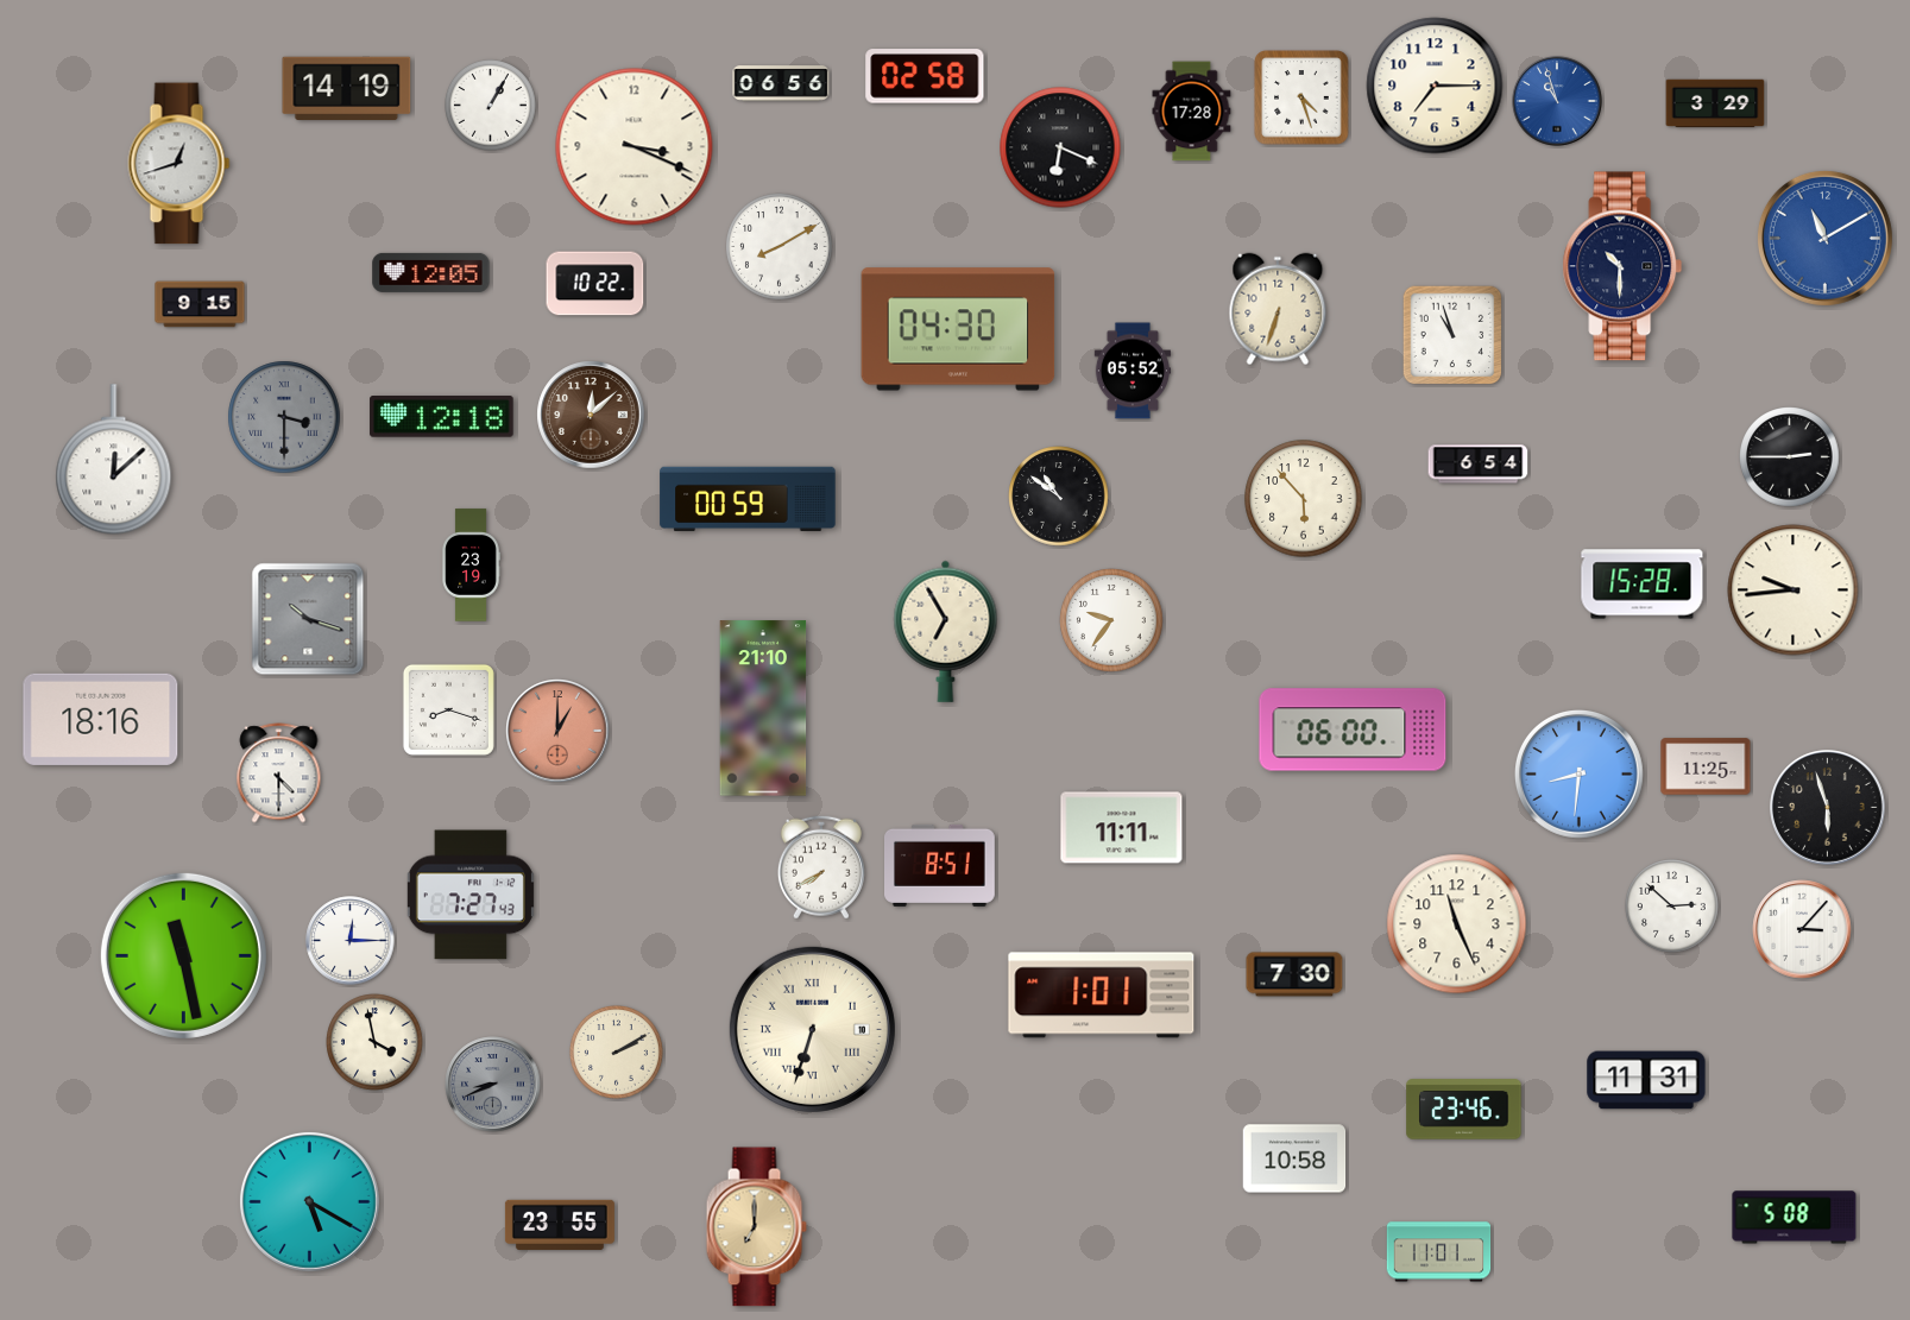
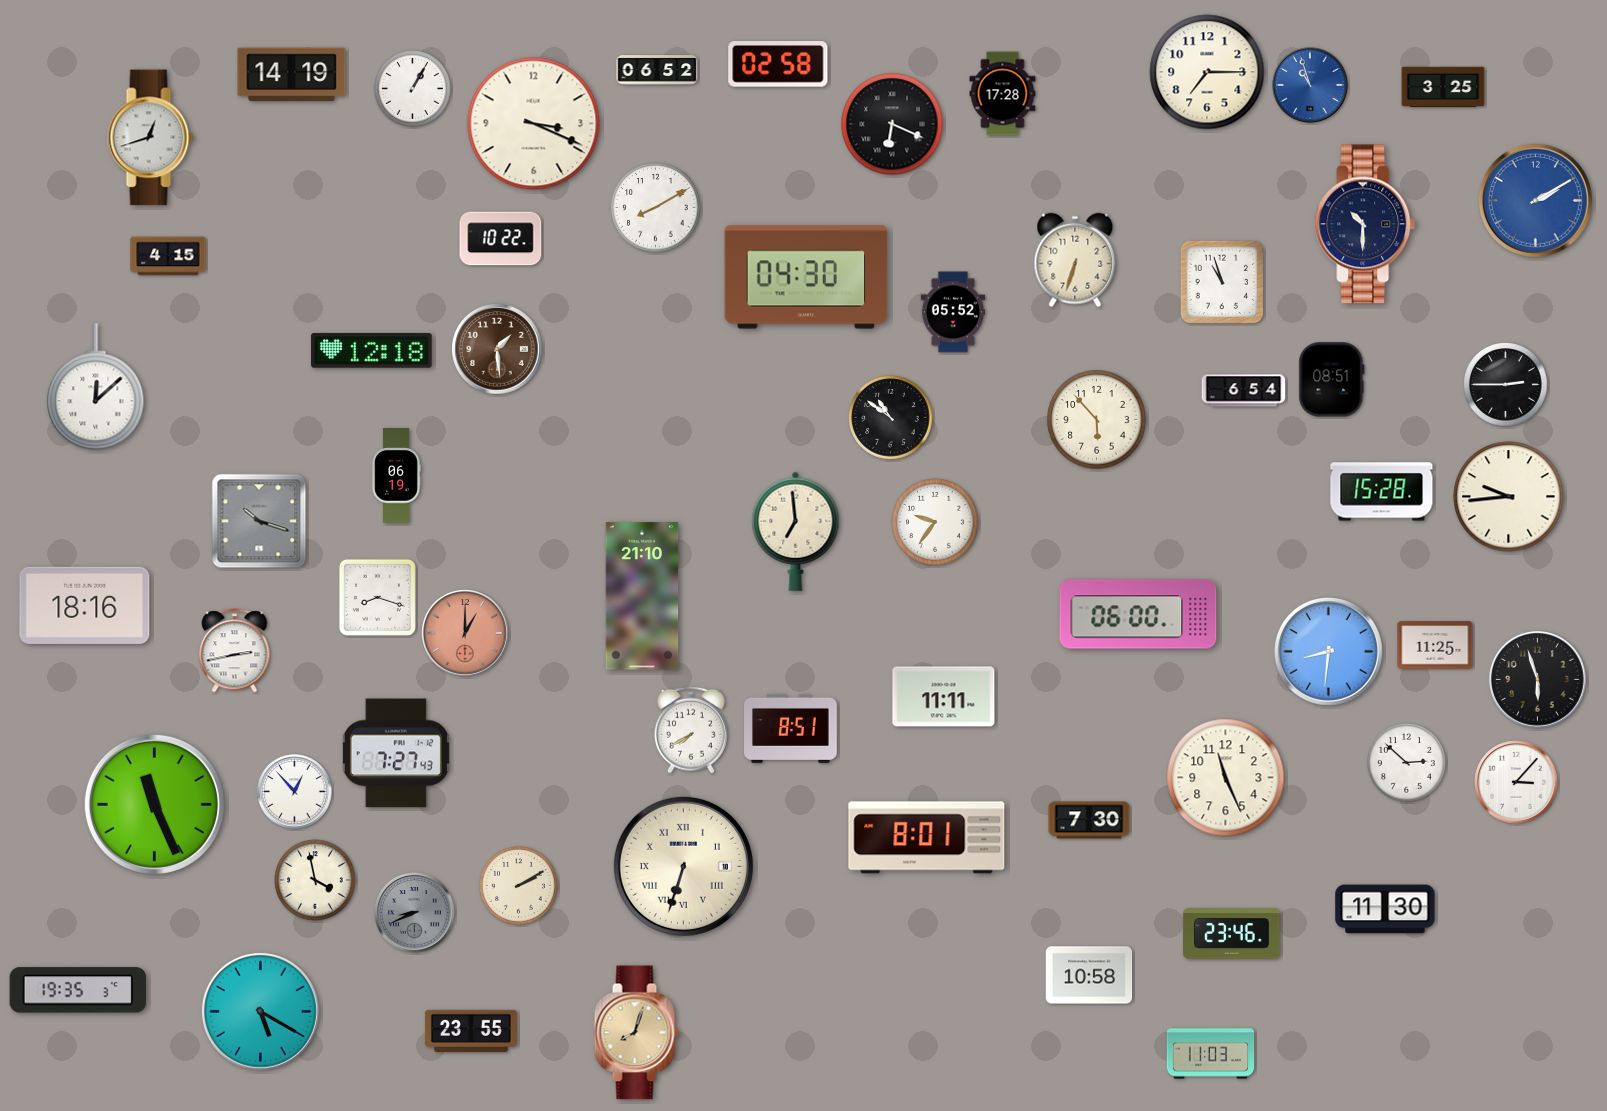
clock at (781, 83): 06:56 -> 06:52
clock at (1301, 97): 4:27 -> none
clock at (1715, 103): 3:29 -> 3:25
clock at (1824, 238): 11:10 -> 2:10
clock at (431, 272): 12:05 -> none
clock at (200, 304): 9:15 -> 4:15
clock at (591, 415): 12:08 -> 1:29
clock at (284, 417): 3:30 -> none
clock at (1332, 380): none -> 08:51
clock at (748, 499): 00:59 -> none
clock at (471, 566): 23:19 -> 06:19
clock at (946, 631): 6:55 -> 6:59
clock at (557, 731) position: (557, 731) -> (465, 633)
clock at (279, 773): 4:30 -> 2:43
clock at (351, 941): 12:15 -> 12:53
clock at (183, 955): 11:28 -> 11:26
clock at (1102, 996): 1:01 -> 8:01
clock at (374, 1042) position: (374, 1042) -> (315, 880)
clock at (1646, 1080): 11:31 -> 11:30
clock at (78, 990): none -> 19:35
clock at (1795, 1218): 5:08 -> none
clock at (756, 1227): 7:00 -> 8:03
clock at (1439, 1252): 11:01 -> 11:03
